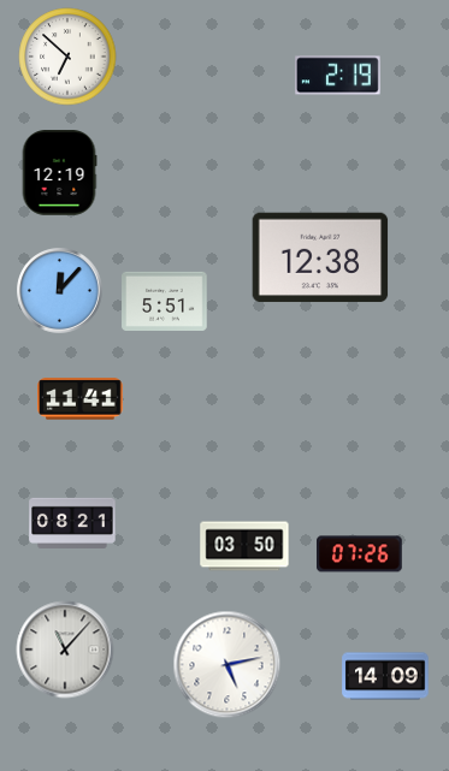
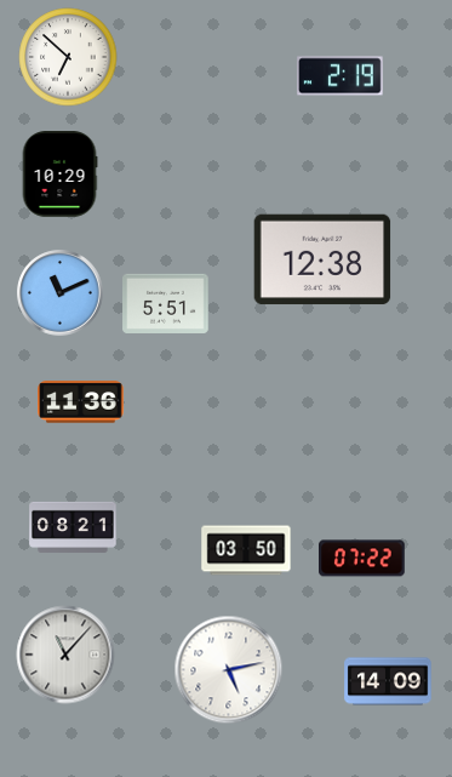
clock at (59, 173): 12:19 -> 10:29
clock at (60, 291): 12:07 -> 11:11
clock at (81, 399): 11:41 -> 11:36
clock at (360, 554): 07:26 -> 07:22
